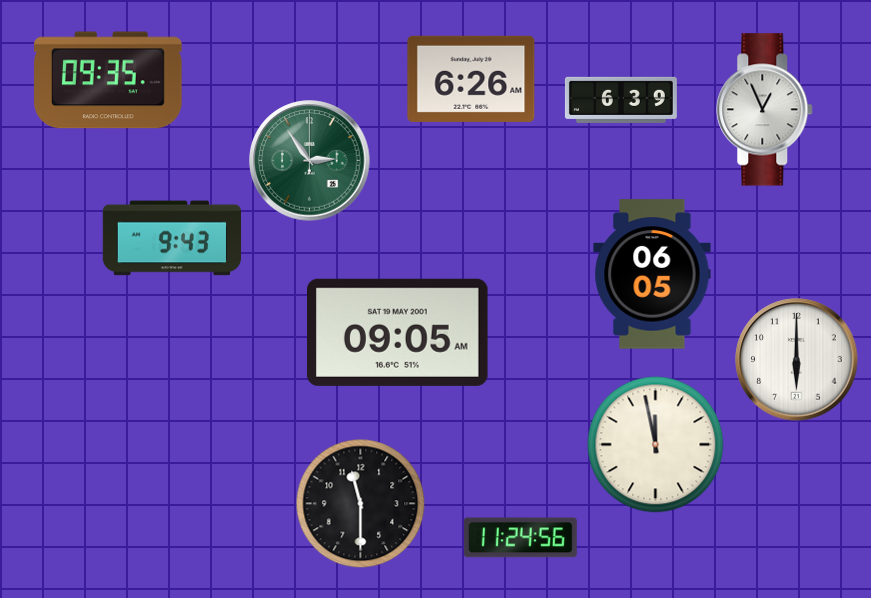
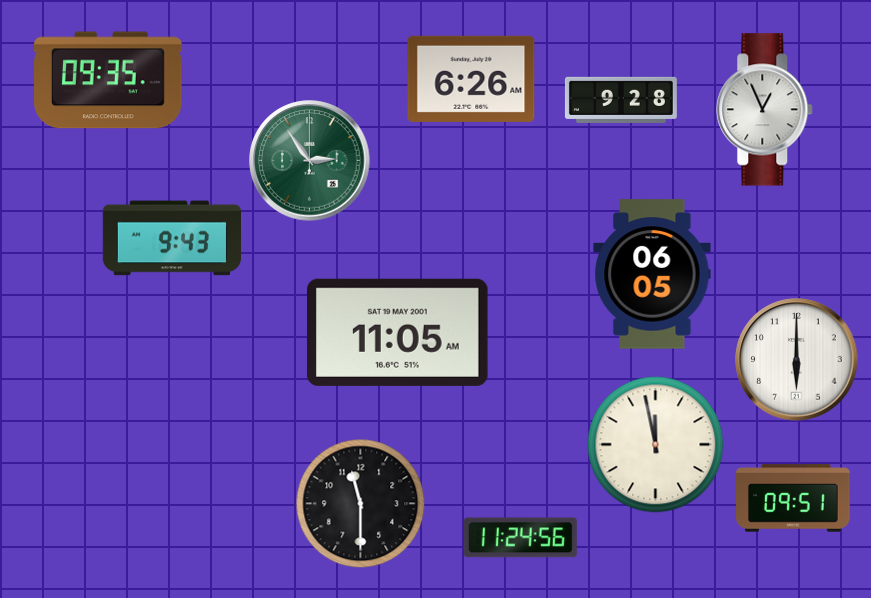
clock at (621, 100): 6:39 -> 9:28
clock at (398, 332): 09:05 -> 11:05
clock at (794, 498): none -> 09:51
